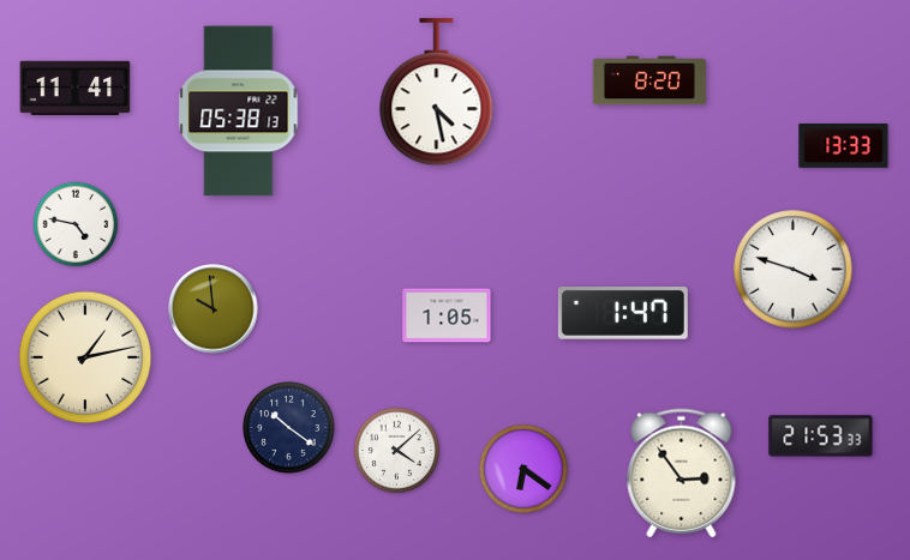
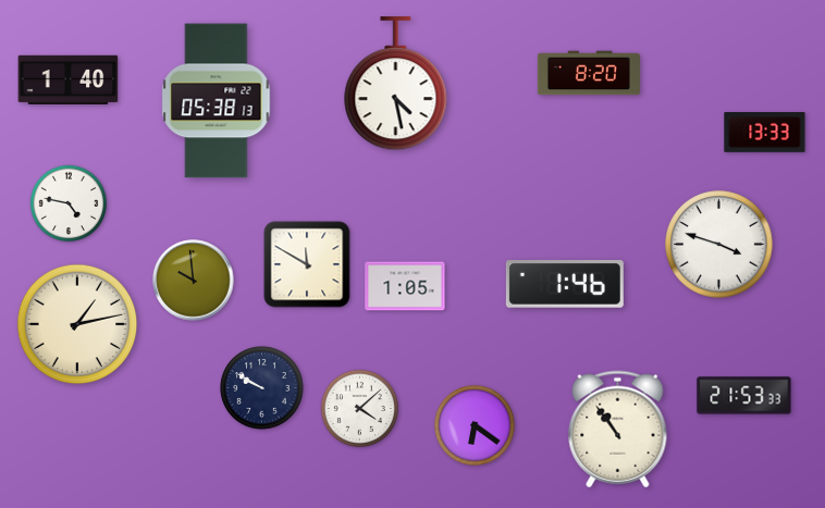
clock at (76, 88): 11:41 -> 1:40
clock at (307, 264): none -> 11:50
clock at (623, 314): 1:47 -> 1:46
clock at (289, 428): 10:21 -> 9:50
clock at (682, 474): 2:54 -> 10:54
